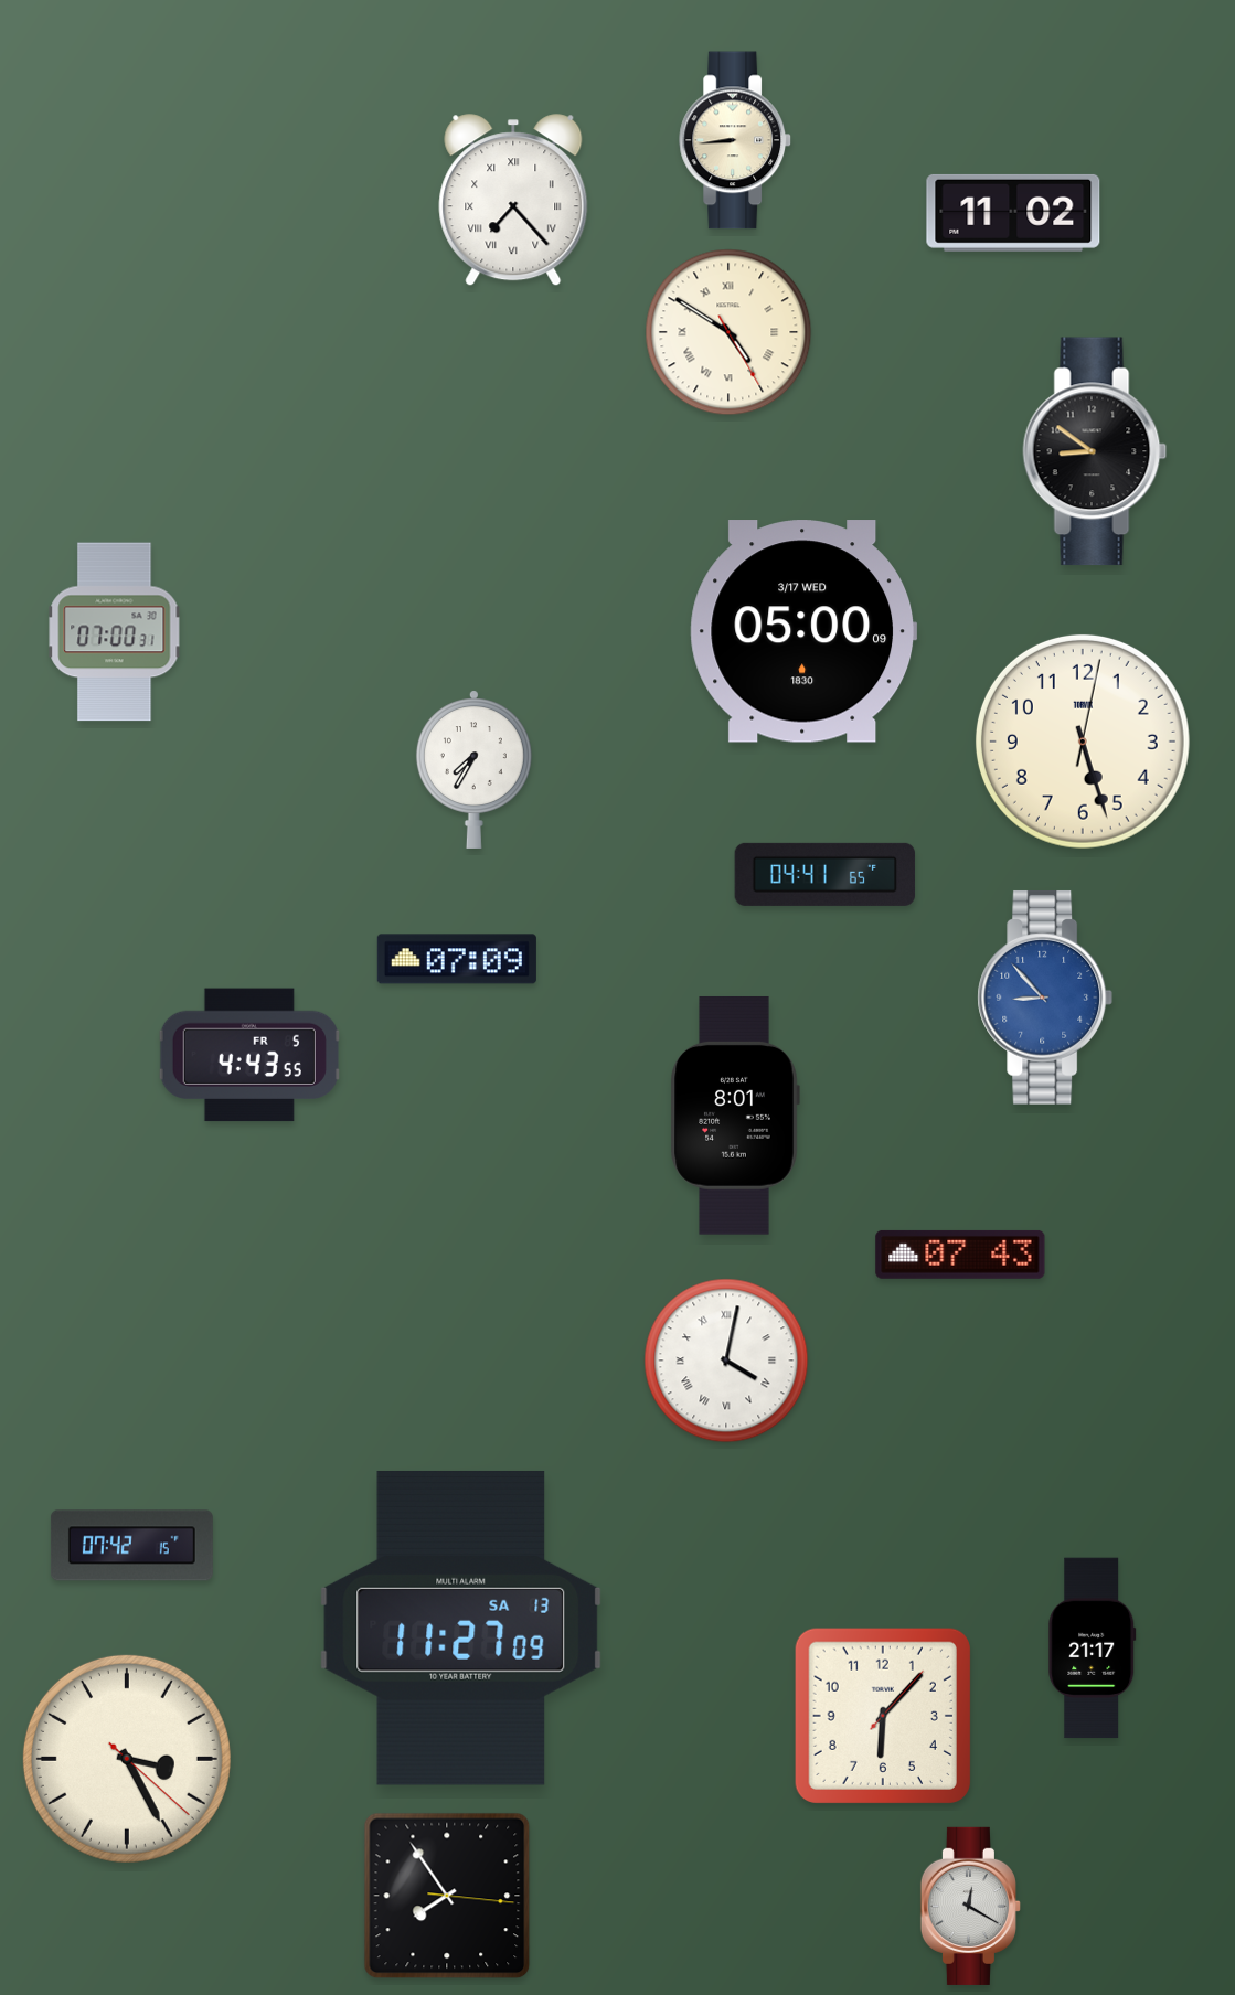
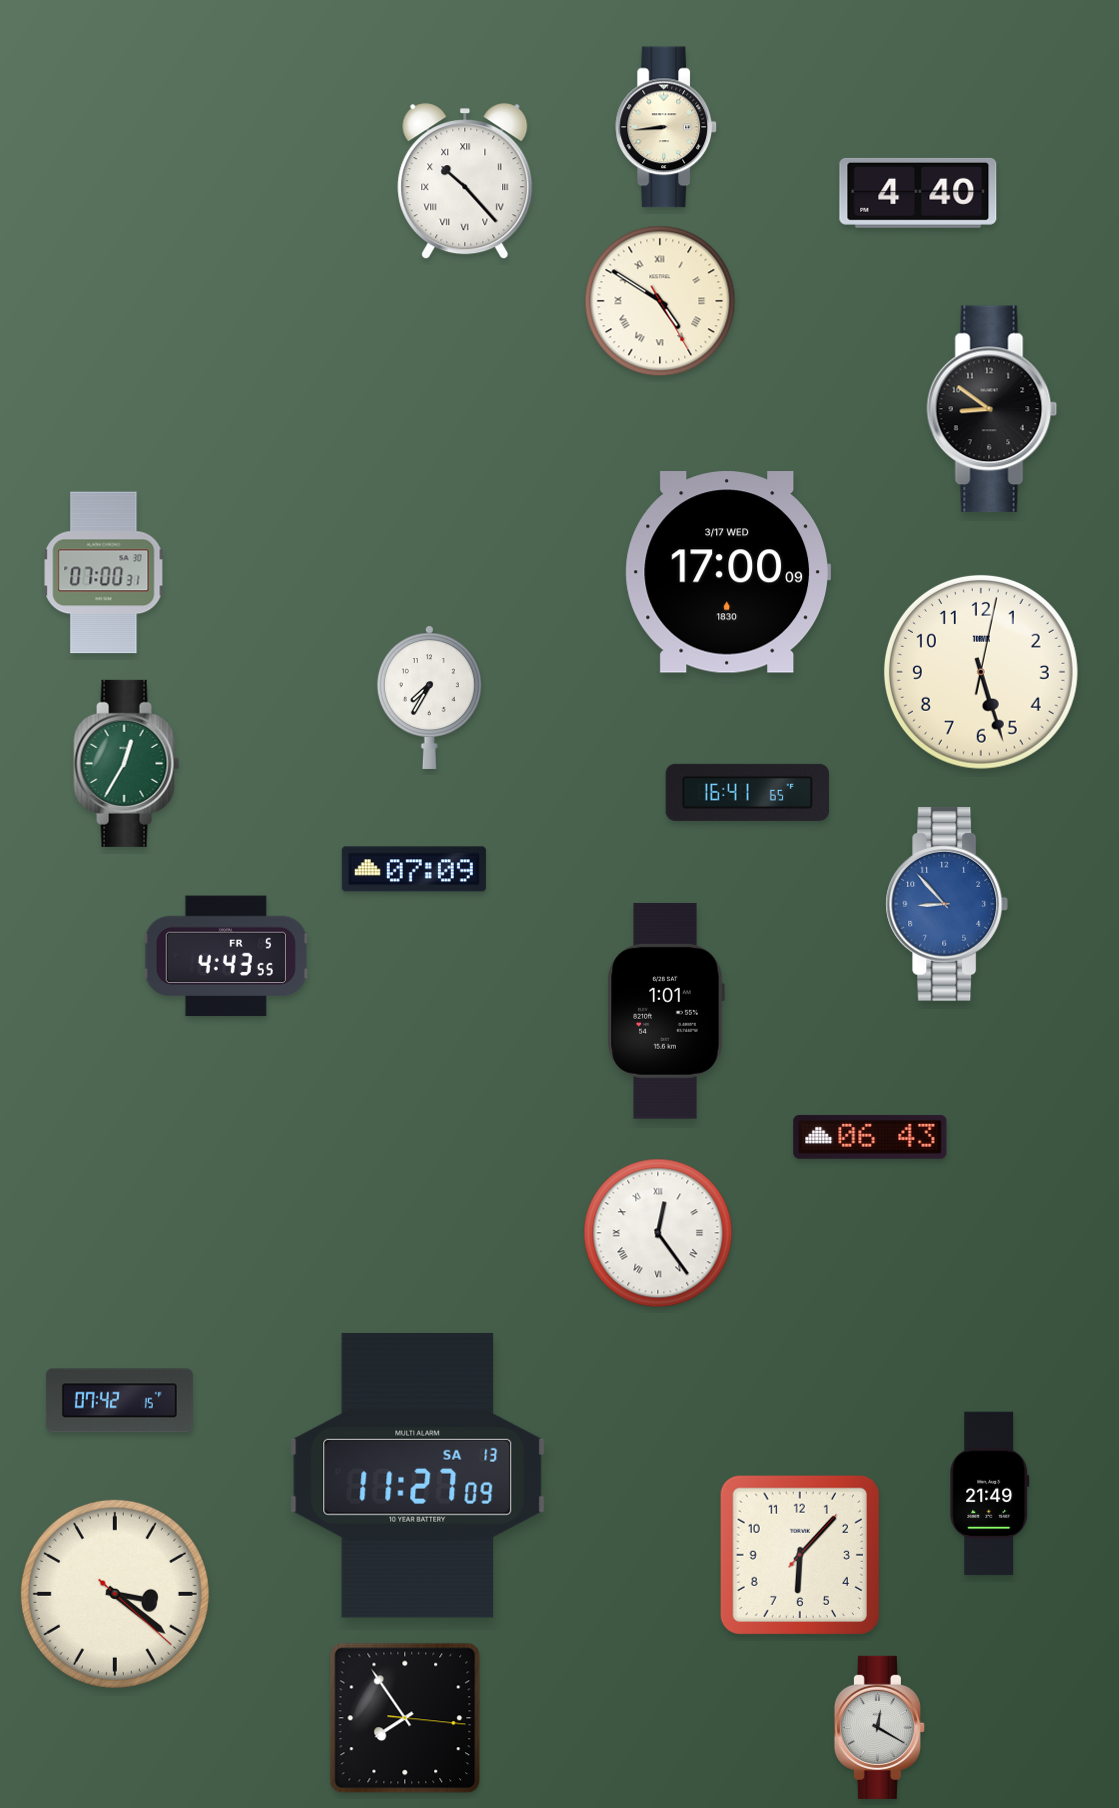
clock at (513, 201): 7:23 -> 10:23
clock at (1013, 213): 11:02 -> 4:40
clock at (803, 631): 05:00 -> 17:00
clock at (127, 763): none -> 12:35
clock at (826, 874): 04:41 -> 16:41
clock at (735, 1116): 8:01 -> 1:01
clock at (960, 1255): 07:43 -> 06:43
clock at (726, 1361): 4:02 -> 12:24
clock at (1093, 1649): 21:17 -> 21:49
clock at (127, 1759): 3:25 -> 3:21
